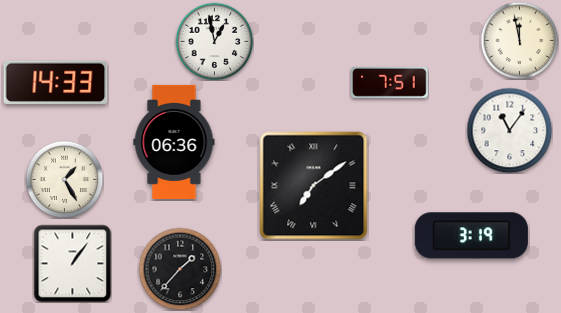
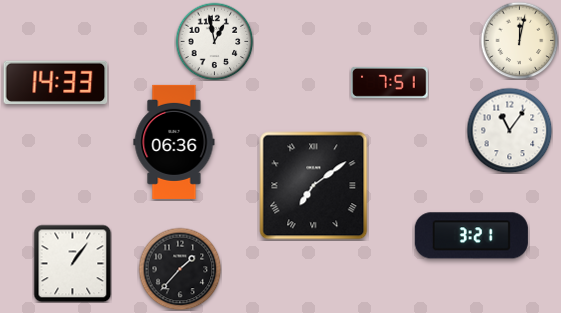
clock at (519, 40): 11:58 -> 12:02
clock at (64, 179): 1:25 -> none
clock at (471, 236): 3:19 -> 3:21
